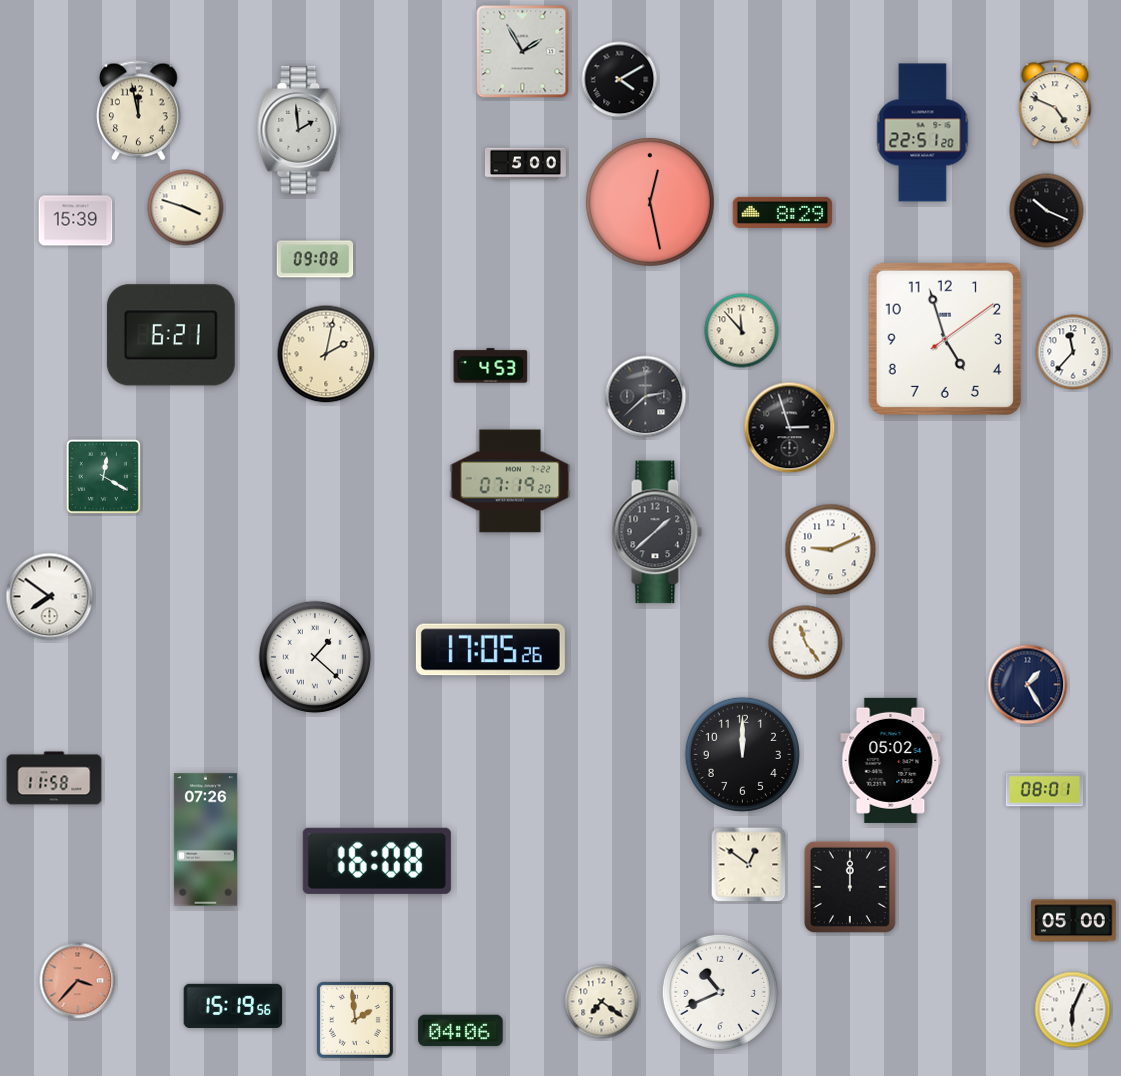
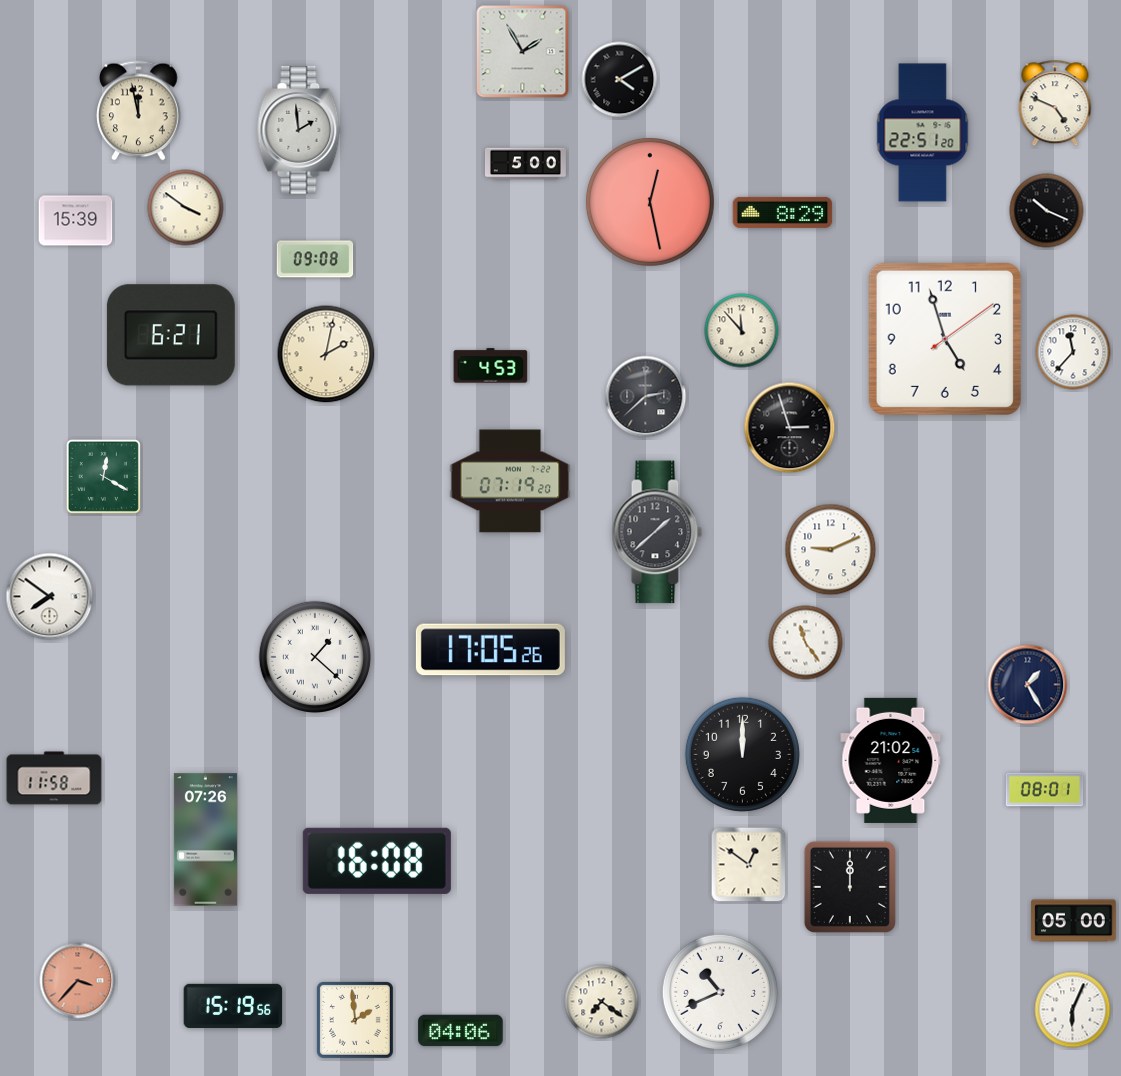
clock at (186, 208): 3:48 -> 3:51
clock at (891, 760): 05:02 -> 21:02
